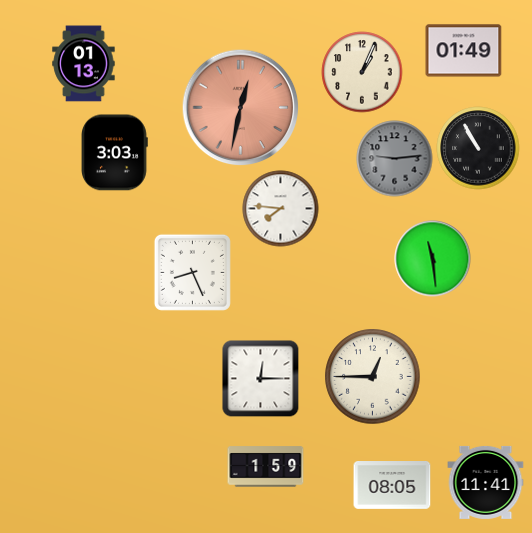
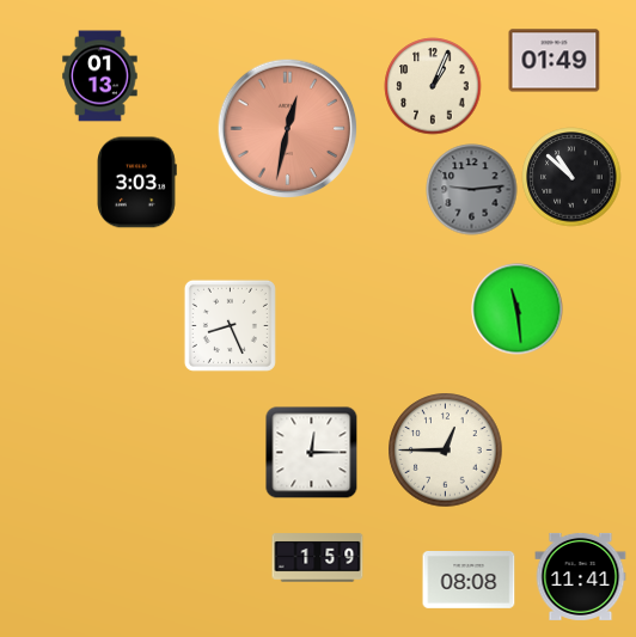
clock at (478, 148): 10:55 -> 10:52
clock at (281, 209): 7:46 -> none
clock at (392, 486): 08:05 -> 08:08
